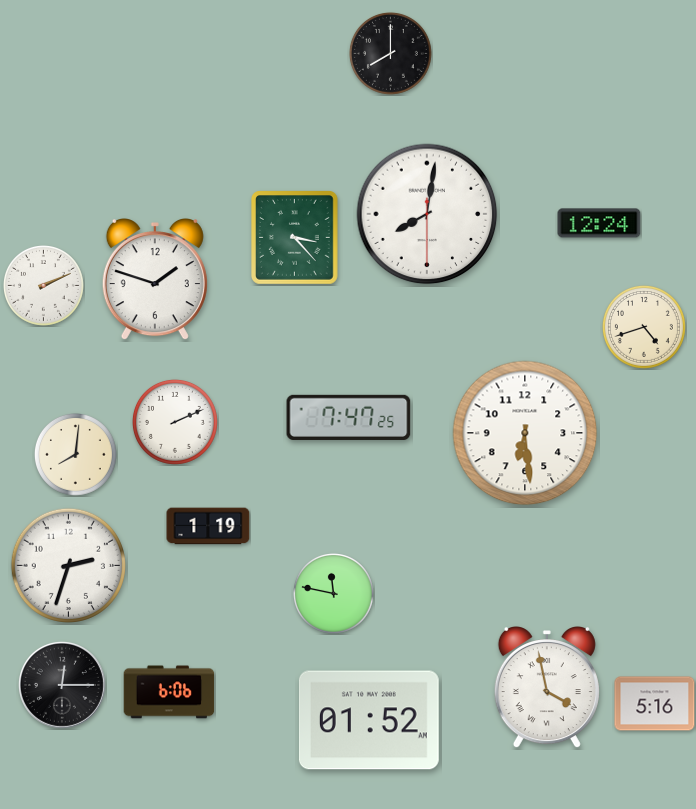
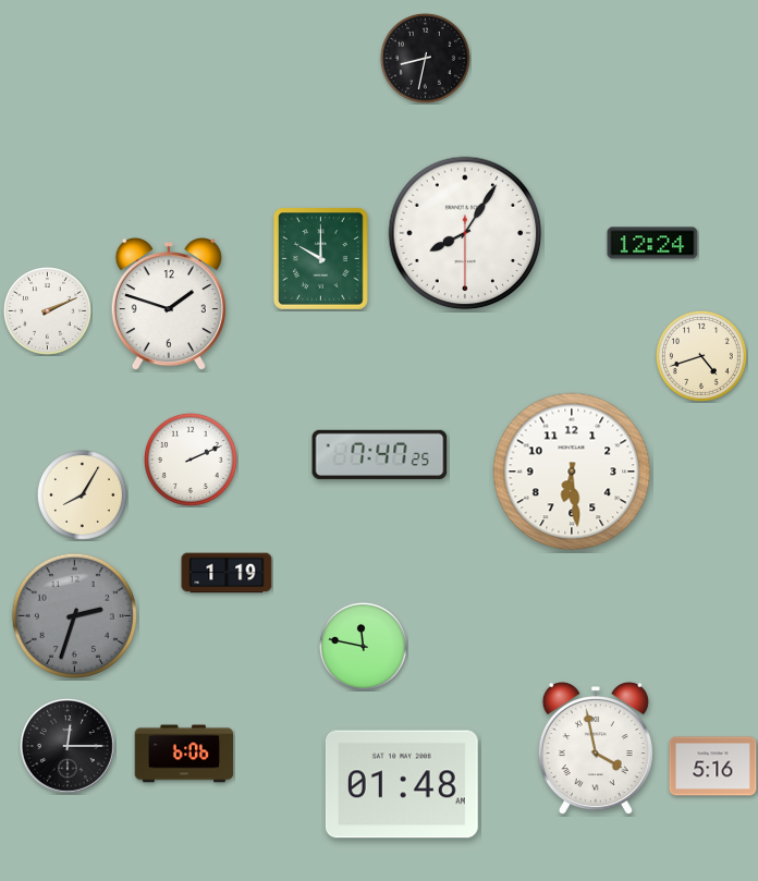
clock at (390, 53): 8:00 -> 8:32
clock at (427, 214): 8:01 -> 8:05
clock at (295, 238): 3:23 -> 10:00
clock at (75, 454): 8:01 -> 8:05
clock at (68, 565) dial: white -> grey
clock at (369, 720): 01:52 -> 01:48
